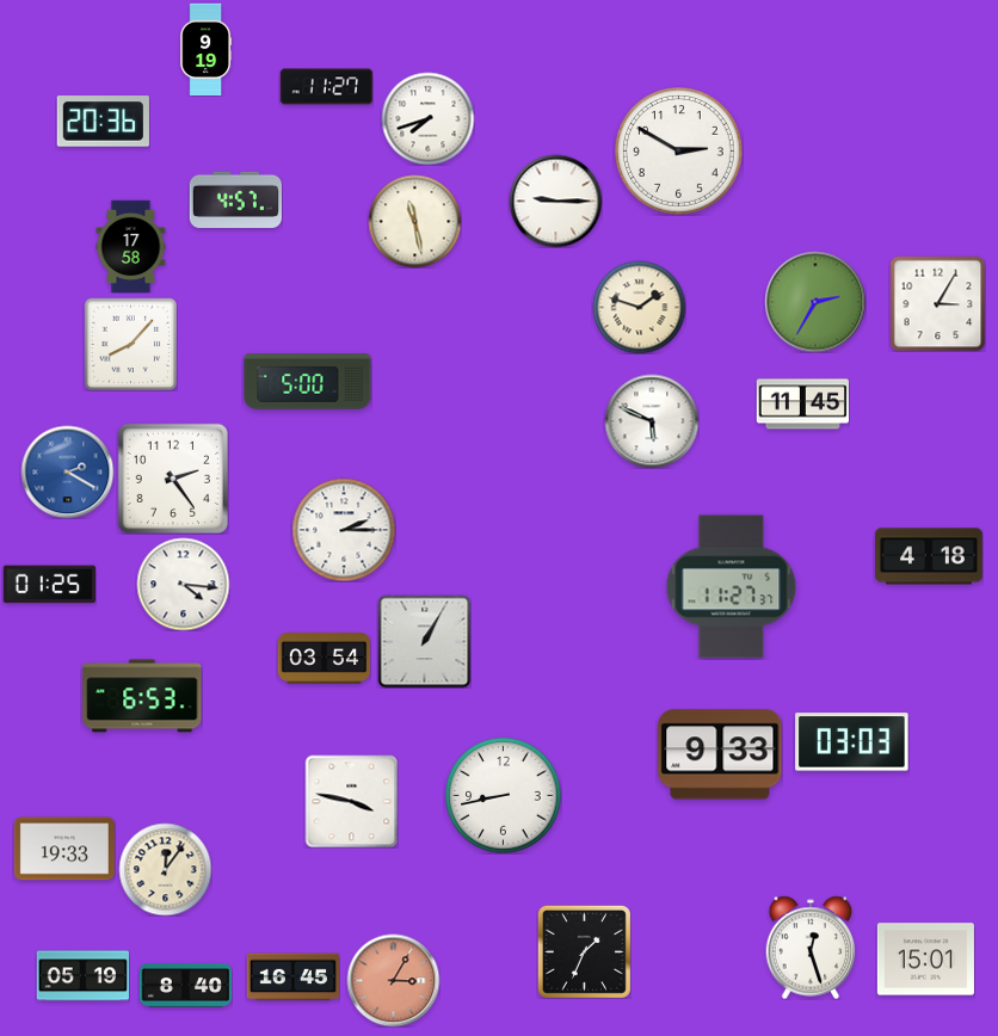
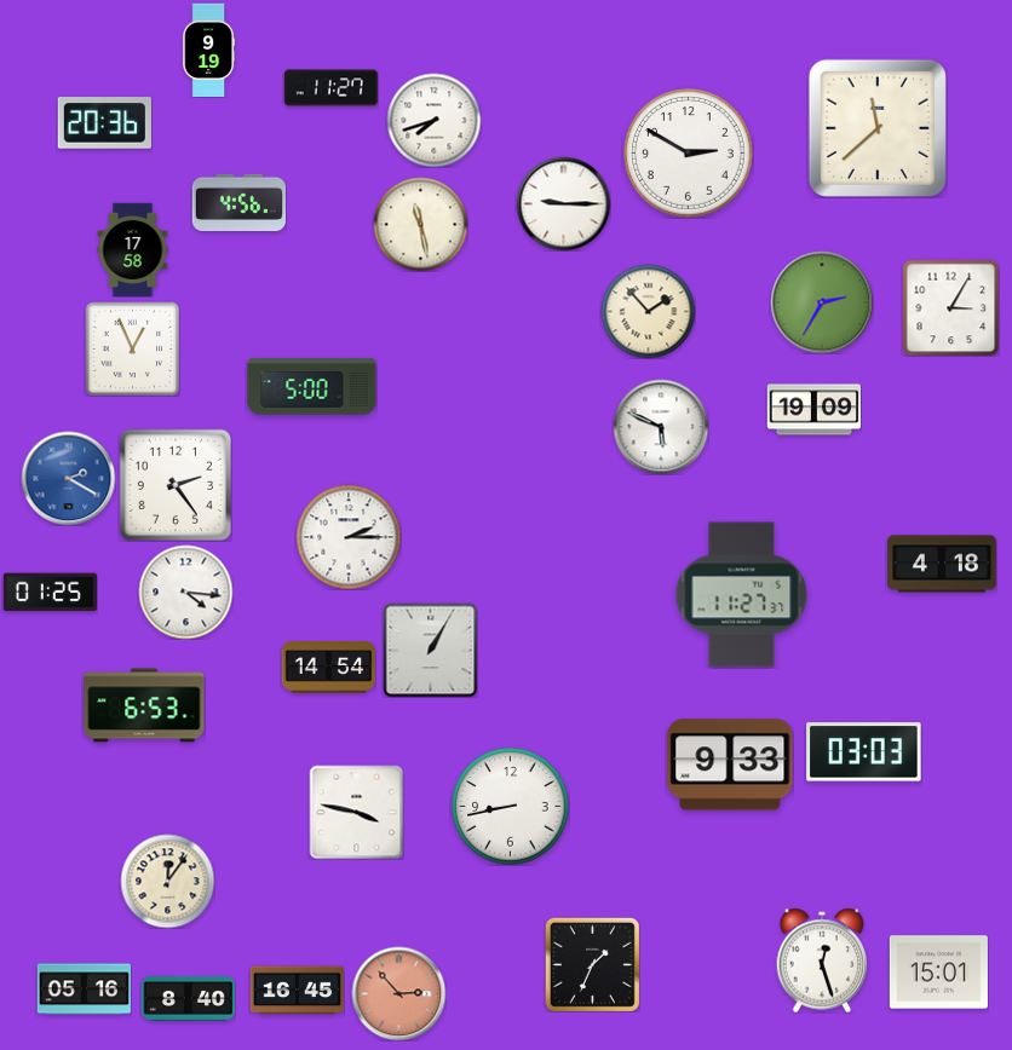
clock at (878, 128): none -> 11:38
clock at (235, 199): 4:57 -> 4:56
clock at (815, 302) position: (815, 302) -> (822, 302)
clock at (639, 307): 1:48 -> 1:53
clock at (130, 344): 8:07 -> 12:56
clock at (802, 405): 11:45 -> 19:09
clock at (324, 659): 03:54 -> 14:54
clock at (64, 849): 19:33 -> none
clock at (82, 976): 05:19 -> 05:16
clock at (393, 980): 3:05 -> 2:53
